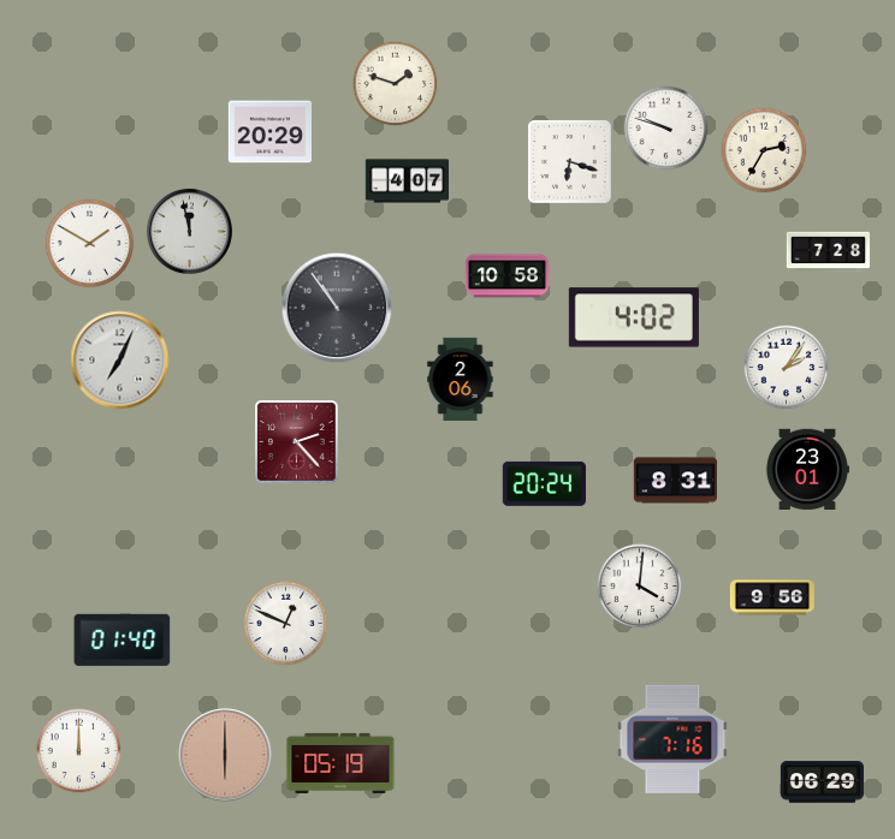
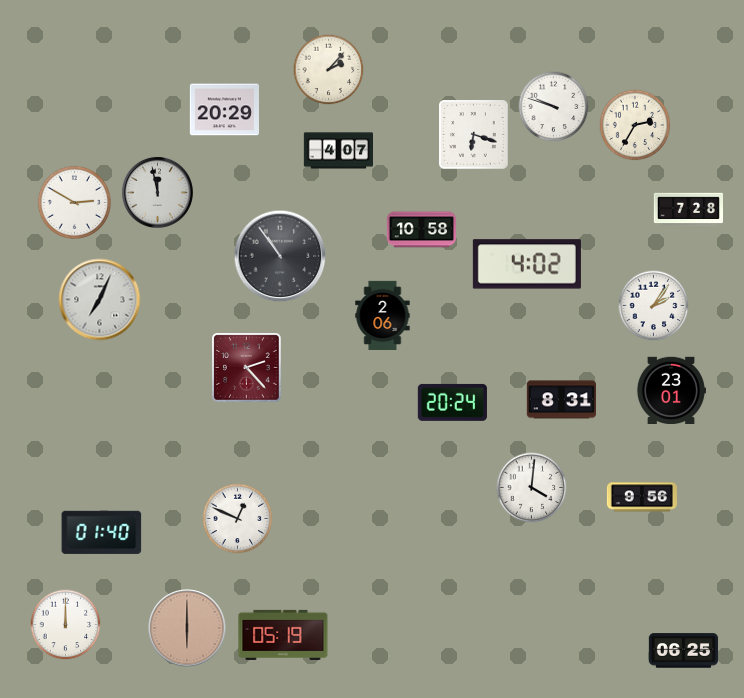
clock at (396, 84): 1:48 -> 2:07
clock at (89, 243): 1:50 -> 2:50
clock at (672, 739): 7:16 -> none
clock at (822, 783): 06:29 -> 06:25
